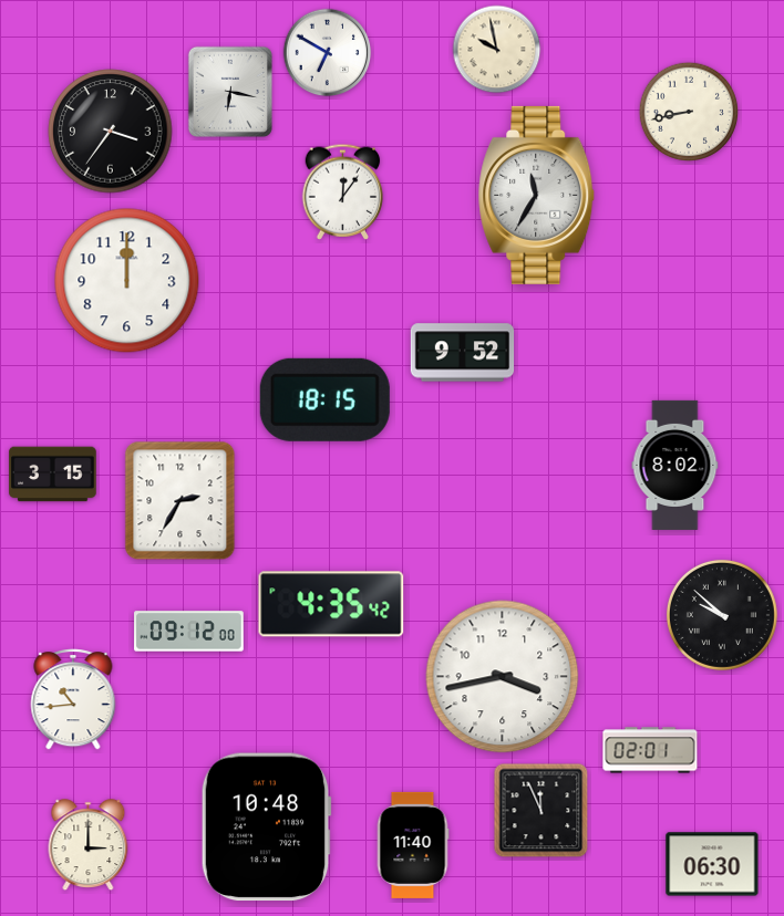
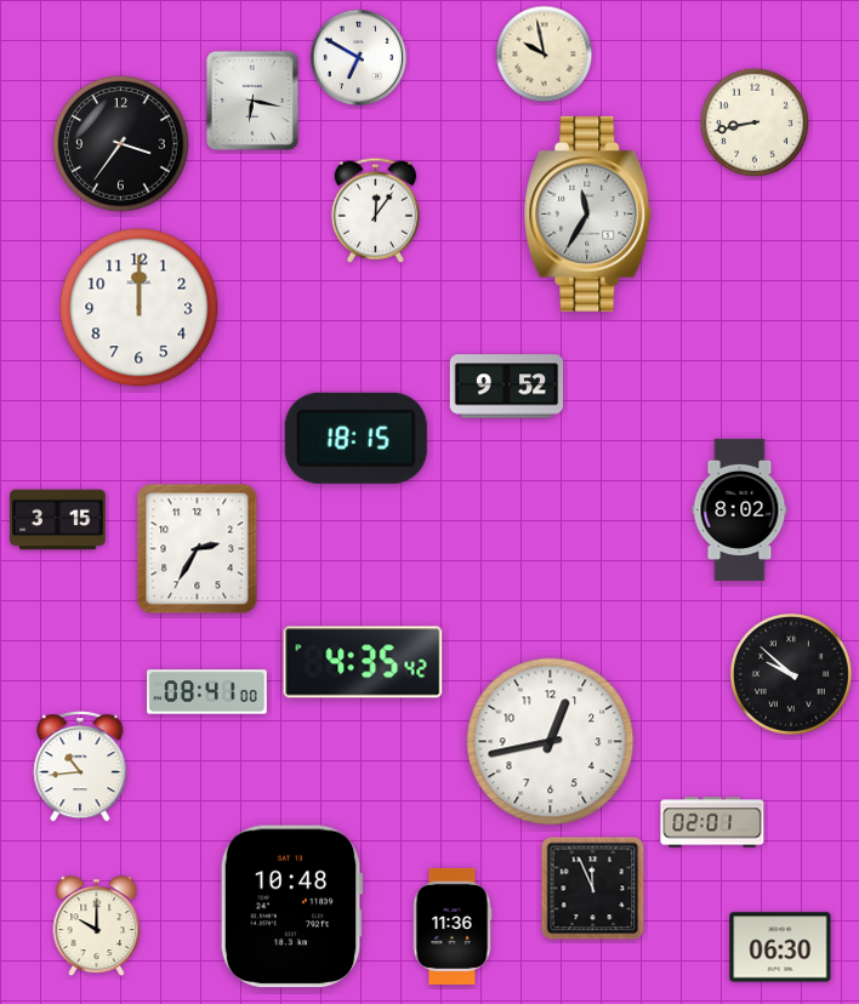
clock at (189, 632): 09:12 -> 08:41
clock at (503, 677): 3:43 -> 12:43
clock at (89, 845): 3:00 -> 10:00
clock at (413, 845): 11:40 -> 11:36
